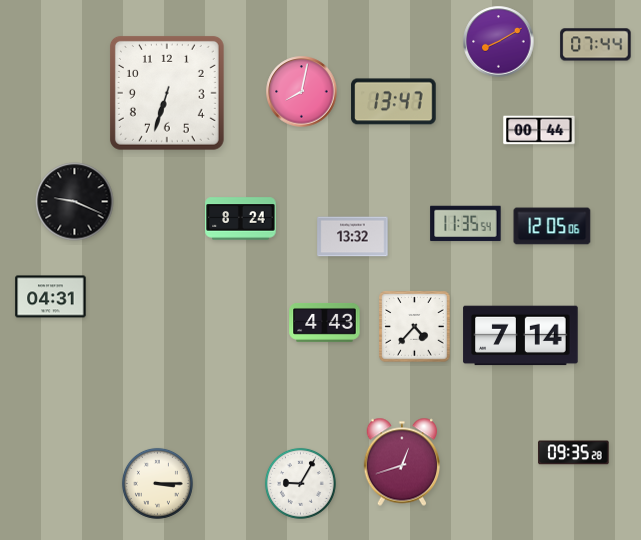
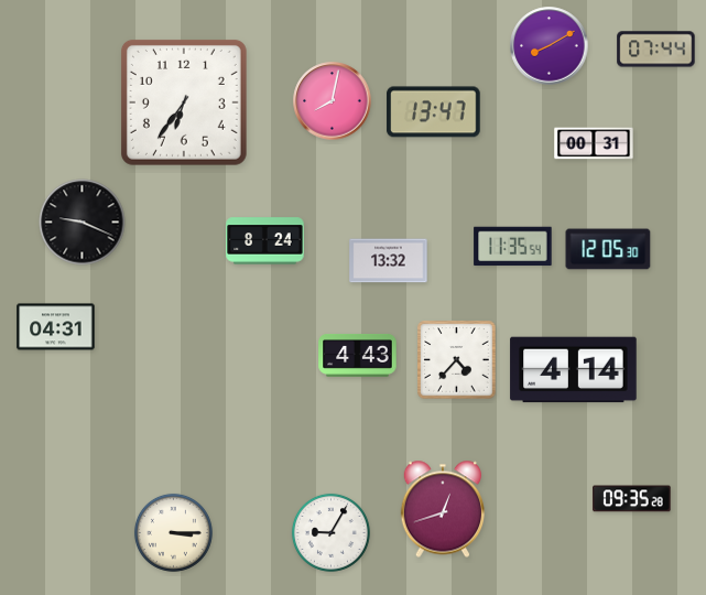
clock at (167, 93): 6:33 -> 6:36
clock at (539, 130): 00:44 -> 00:31
clock at (552, 226): 12:05:06 -> 12:05:30
clock at (521, 336): 7:14 -> 4:14
